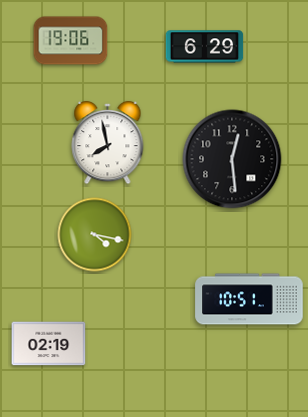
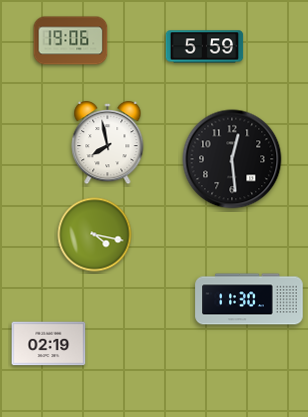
clock at (205, 47): 6:29 -> 5:59
clock at (249, 299): 10:51 -> 11:30
